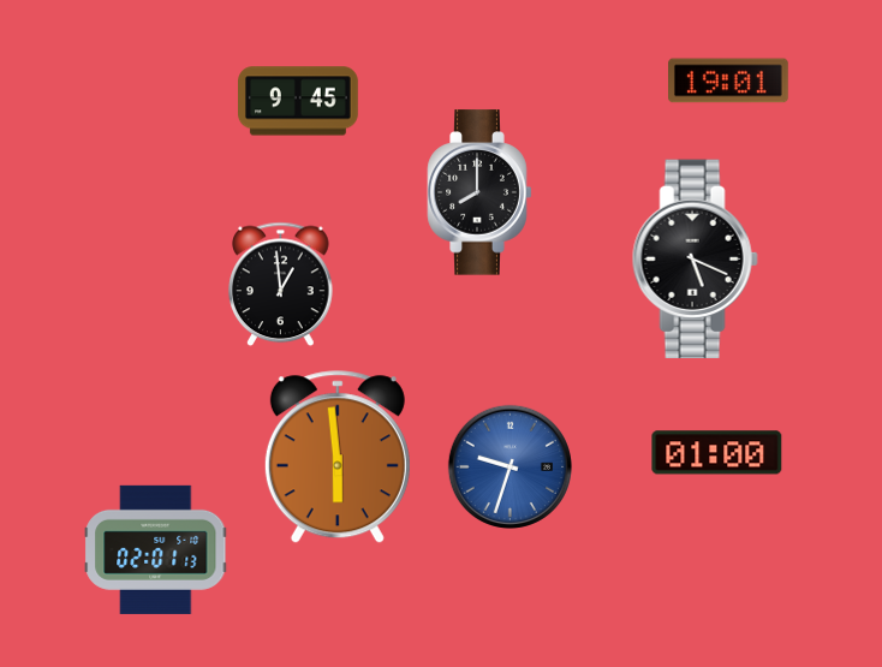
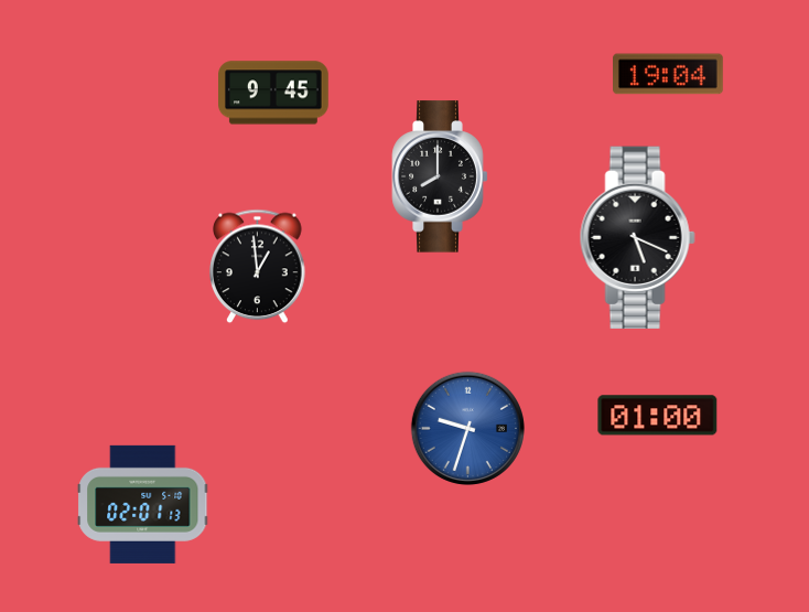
clock at (729, 81): 19:01 -> 19:04
clock at (281, 285) position: (281, 285) -> (258, 267)
clock at (338, 458): 5:59 -> none
